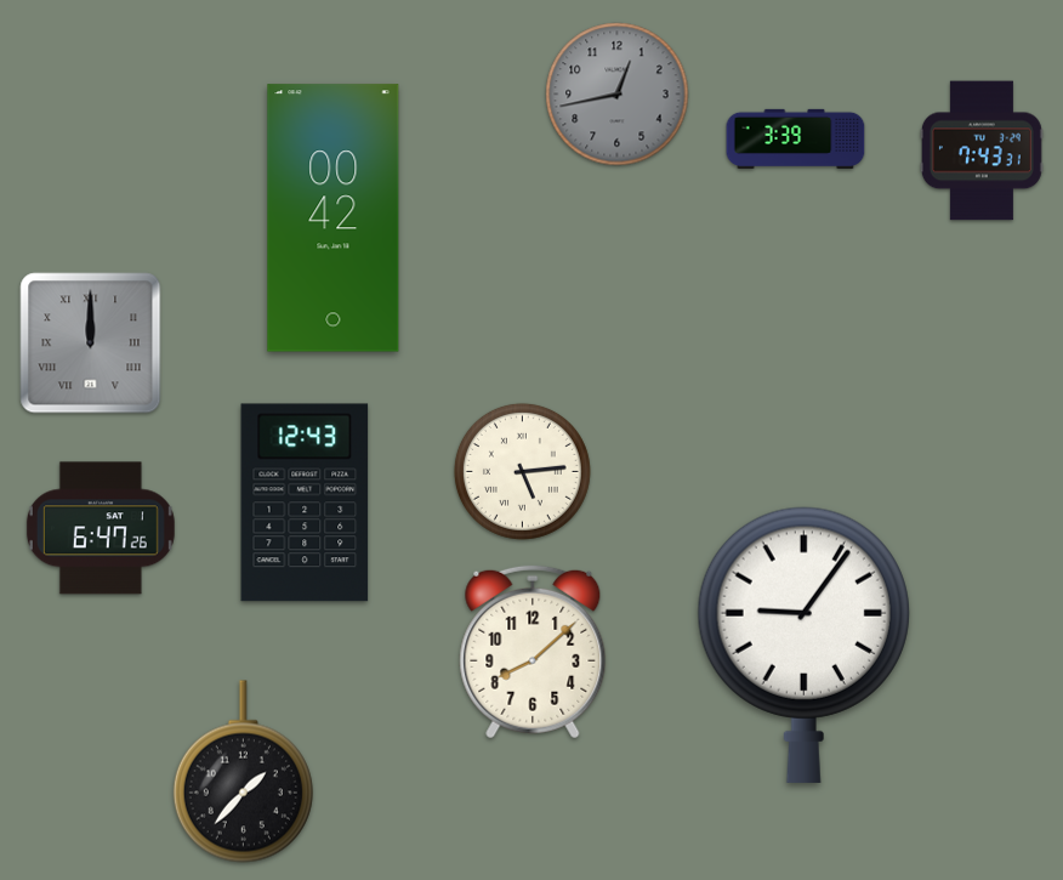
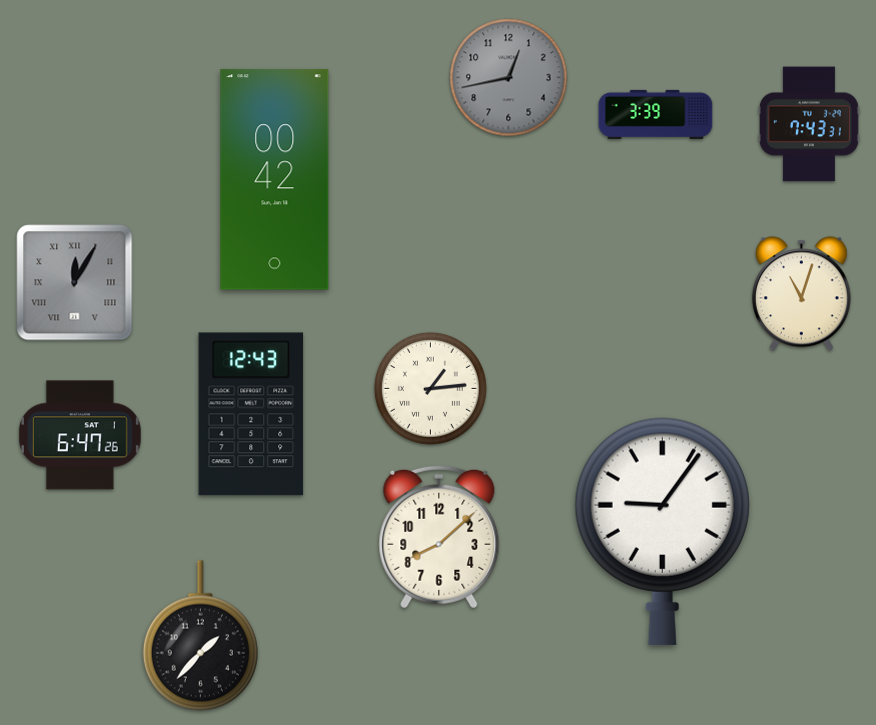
clock at (91, 344): 12:00 -> 12:05
clock at (801, 294): none -> 11:03
clock at (522, 471): 5:14 -> 1:14
clock at (101, 528) position: (101, 528) -> (80, 435)
